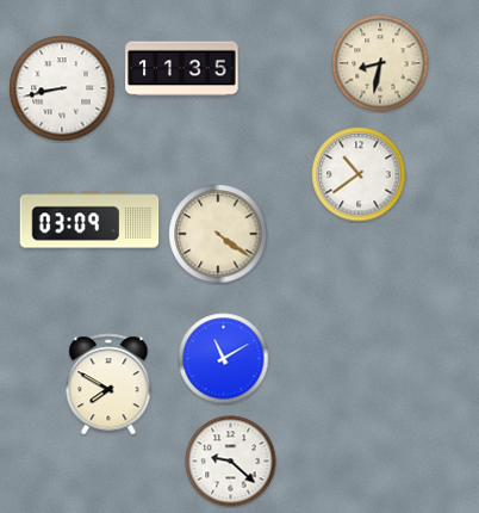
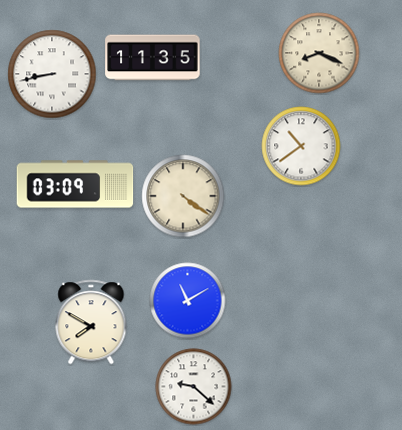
clock at (380, 63): 8:32 -> 8:19
